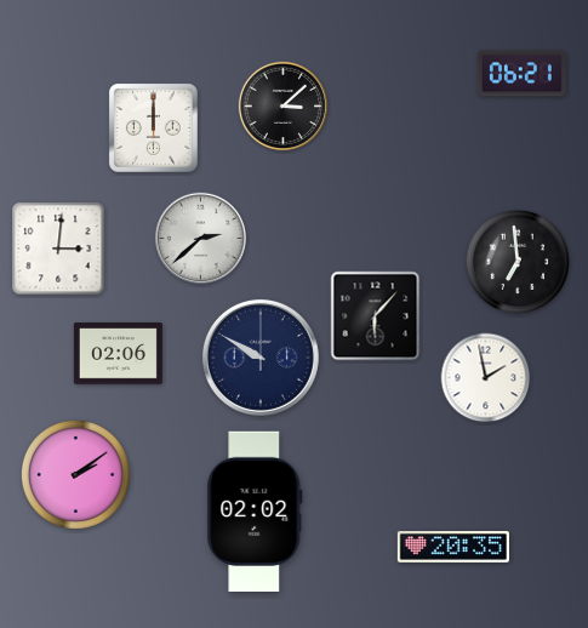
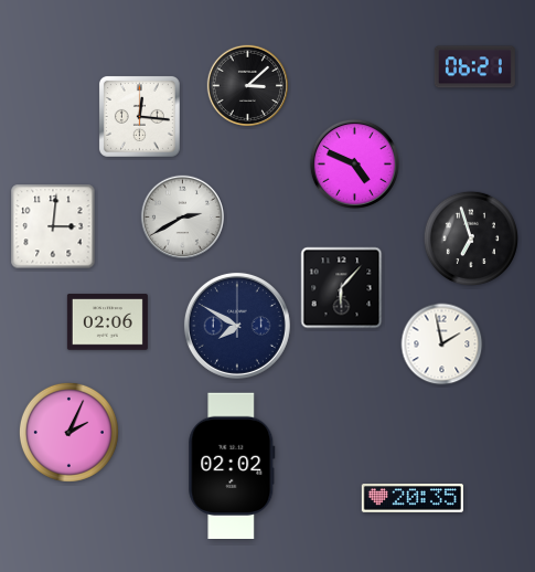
clock at (282, 105) position: (282, 105) -> (247, 85)
clock at (153, 127): 12:00 -> 12:16
clock at (354, 163): none -> 4:49
clock at (200, 238): 2:38 -> 2:40
clock at (518, 262): 6:59 -> 6:57
clock at (261, 358): 9:50 -> 7:50
clock at (75, 474): 2:09 -> 2:04
